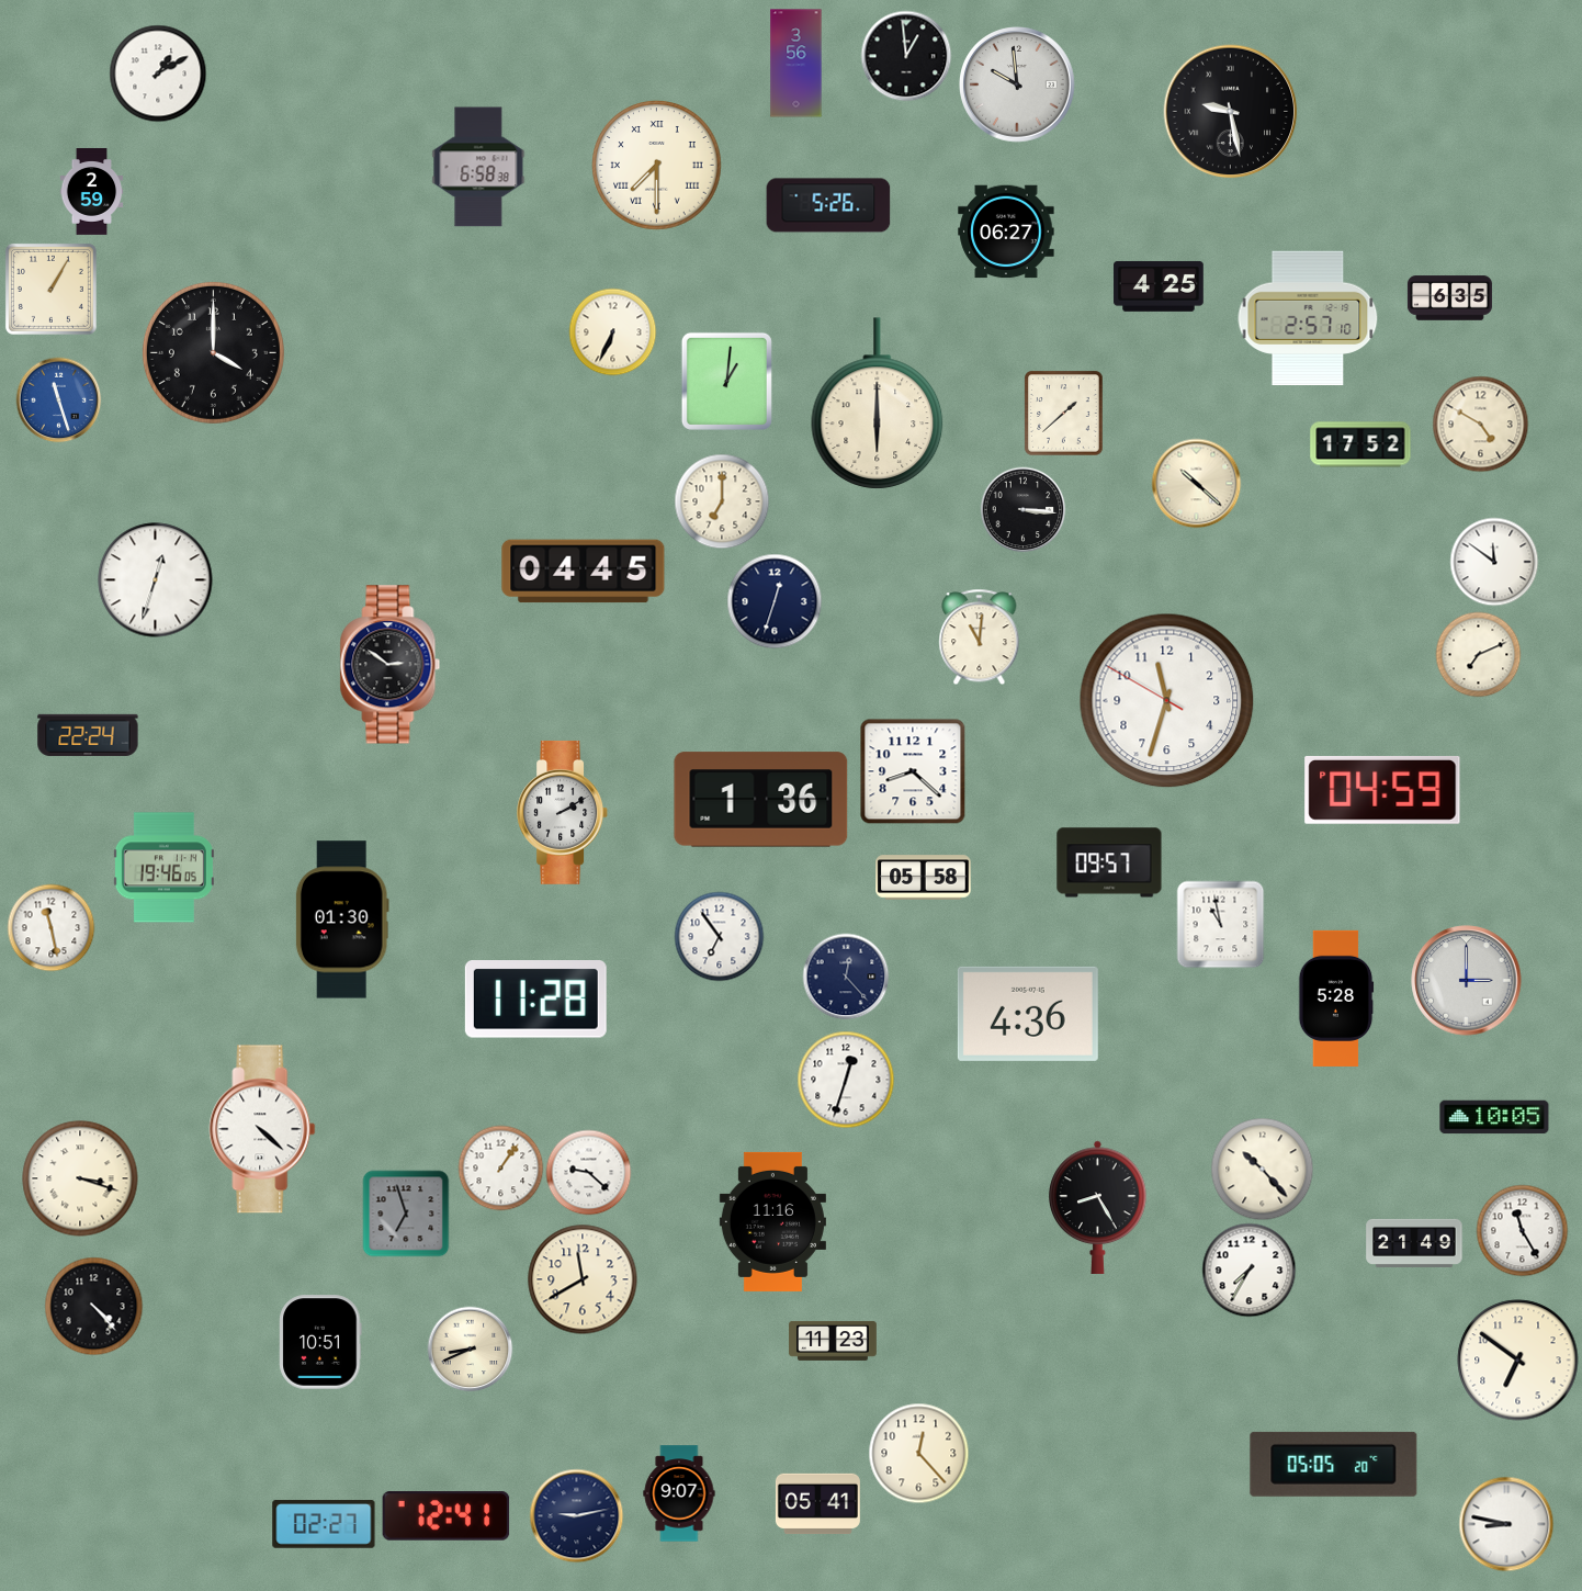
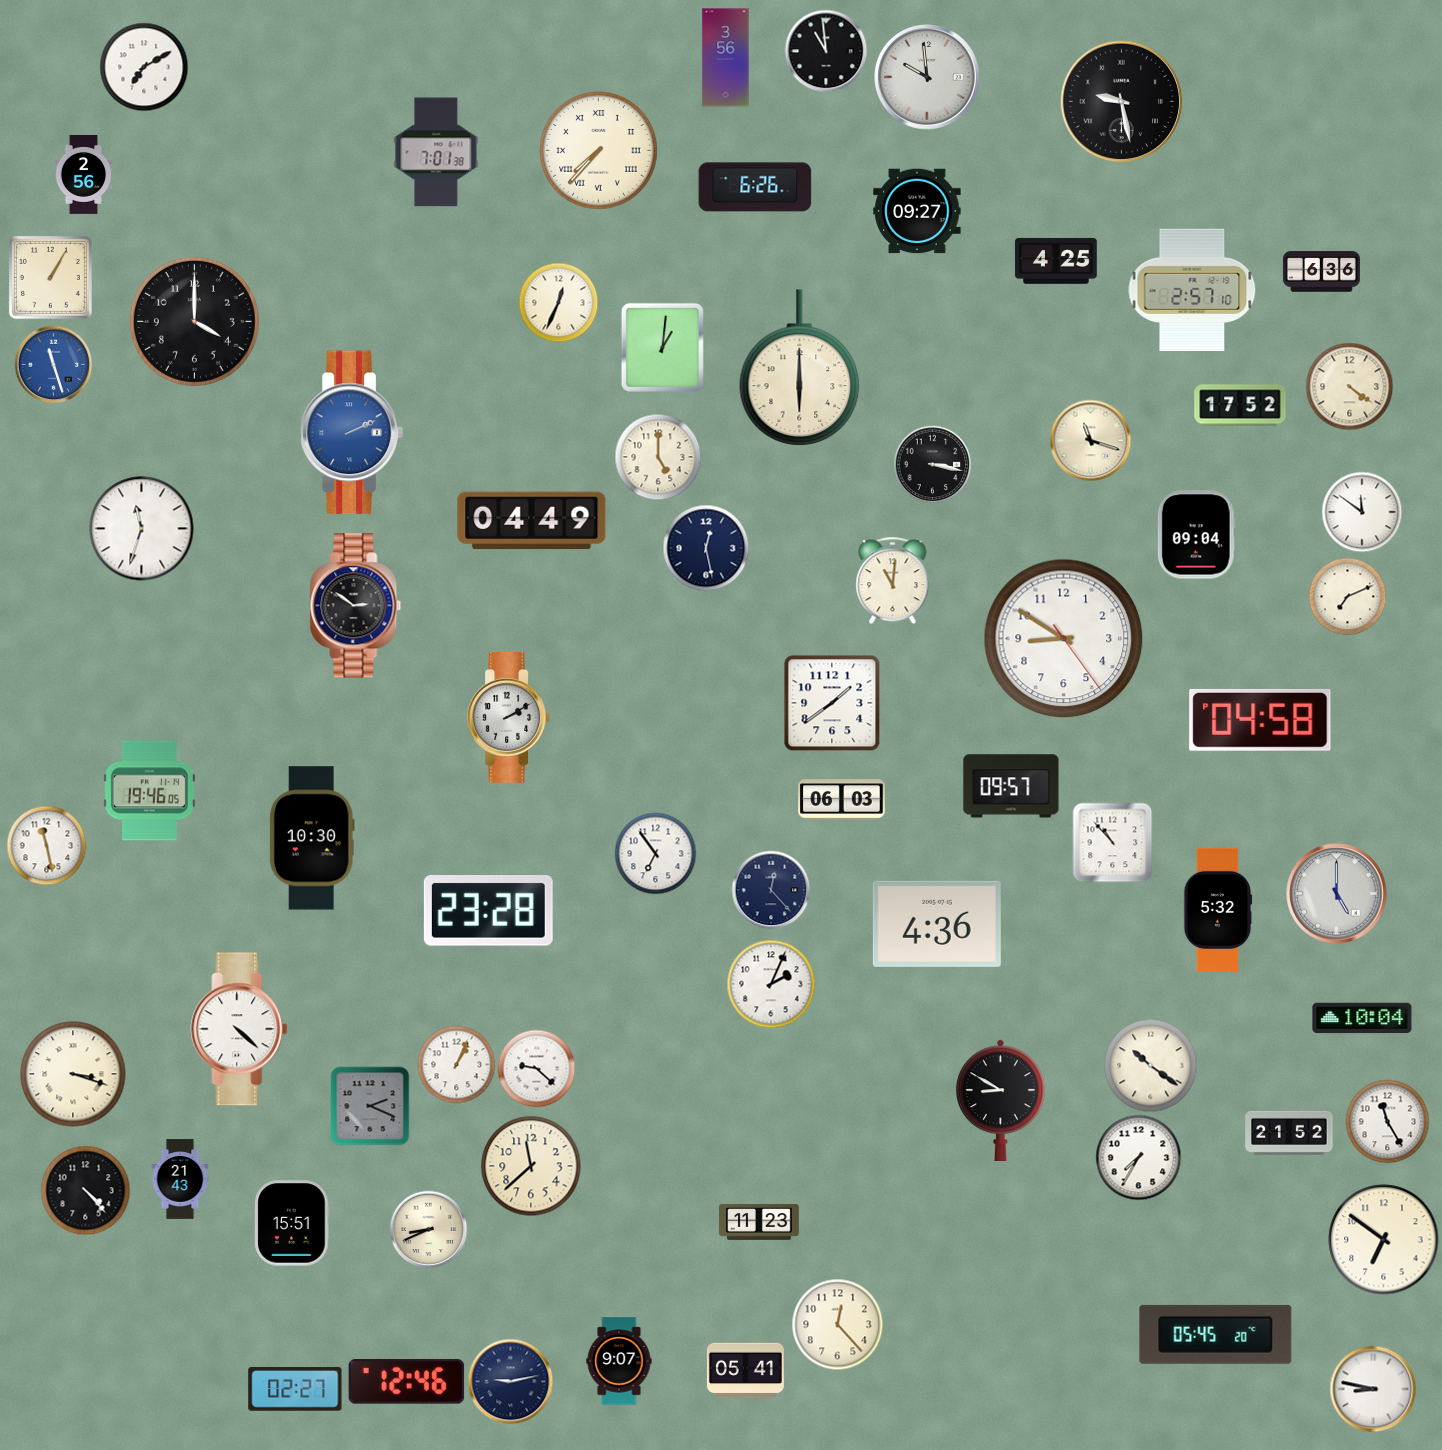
clock at (906, 56): 12:59 -> 10:59
clock at (158, 74): 1:10 -> 7:10
clock at (657, 166): 7:30 -> 7:37
clock at (478, 167): 6:58 -> 7:01
clock at (92, 192): 2:59 -> 2:56
clock at (828, 205): 5:26 -> 6:26
clock at (1006, 232): 06:27 -> 09:27
clock at (50, 289) position: (50, 289) -> (50, 277)
clock at (1449, 298): 6:35 -> 6:36
clock at (612, 331): 6:34 -> 12:34
clock at (1064, 413): 1:38 -> none
clock at (1480, 424): 4:50 -> 4:21
clock at (351, 433): none -> 2:11
clock at (1196, 483): 10:22 -> 11:18
clock at (722, 501): 7:00 -> 5:00
clock at (1022, 509): 3:16 -> 3:17
clock at (584, 572): 04:45 -> 04:49
clock at (156, 580): 12:33 -> 11:33
clock at (1196, 535): none -> 09:04
clock at (775, 601): 12:33 -> 12:28
clock at (1167, 701): 11:32 -> 8:50
clock at (88, 735): 22:24 -> none
clock at (913, 771): 8:22 -> 1:39
clock at (1382, 790): 04:59 -> 04:58
clock at (761, 800): 1:36 -> none
clock at (563, 812) position: (563, 812) -> (509, 717)
clock at (924, 878): 05:58 -> 06:03
clock at (342, 919): 01:30 -> 10:30
clock at (1220, 924): 10:58 -> 10:53
clock at (1467, 981): 3:00 -> 5:00
clock at (1336, 998): 5:28 -> 5:32
clock at (535, 1000): 11:28 -> 23:28
clock at (846, 1080): 12:33 -> 2:04
clock at (1494, 1117): 10:05 -> 10:04
clock at (500, 1167): 1:06 -> 1:04
clock at (1262, 1169): 10:23 -> 10:21
clock at (1098, 1207): 8:25 -> 8:50
clock at (406, 1214): 6:57 -> 2:19
clock at (772, 1221): 11:16 -> none
clock at (1414, 1243): 21:49 -> 21:52
clock at (583, 1279): 11:40 -> 11:38
clock at (180, 1179): none -> 21:43
clock at (320, 1342): 10:51 -> 15:51
clock at (1334, 1464): 05:05 -> 05:45
clock at (576, 1515) position: (576, 1515) -> (510, 1381)
clock at (447, 1516): 12:41 -> 12:46
